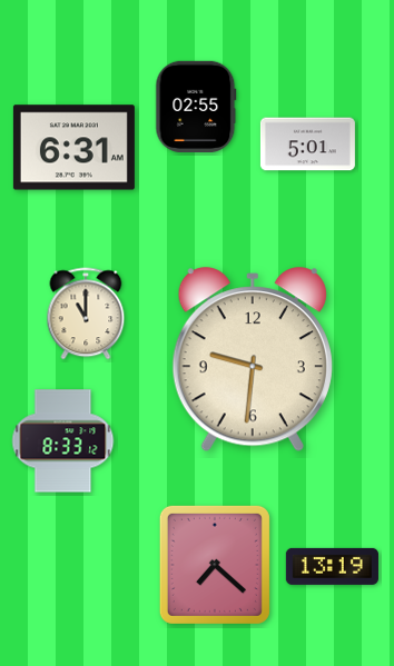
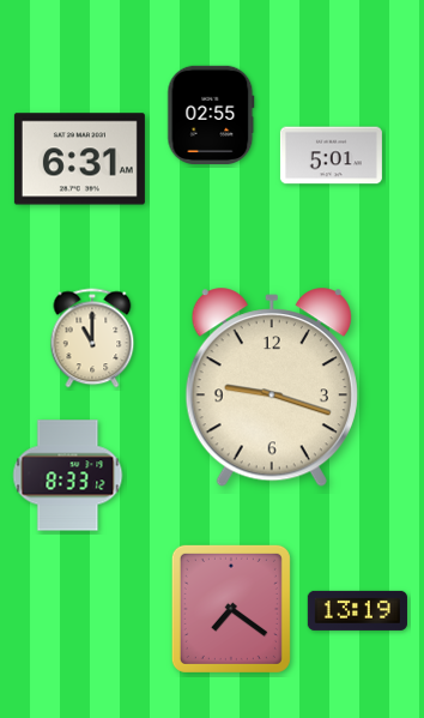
clock at (253, 360): 9:31 -> 9:18
clock at (215, 565): 7:22 -> 7:21
